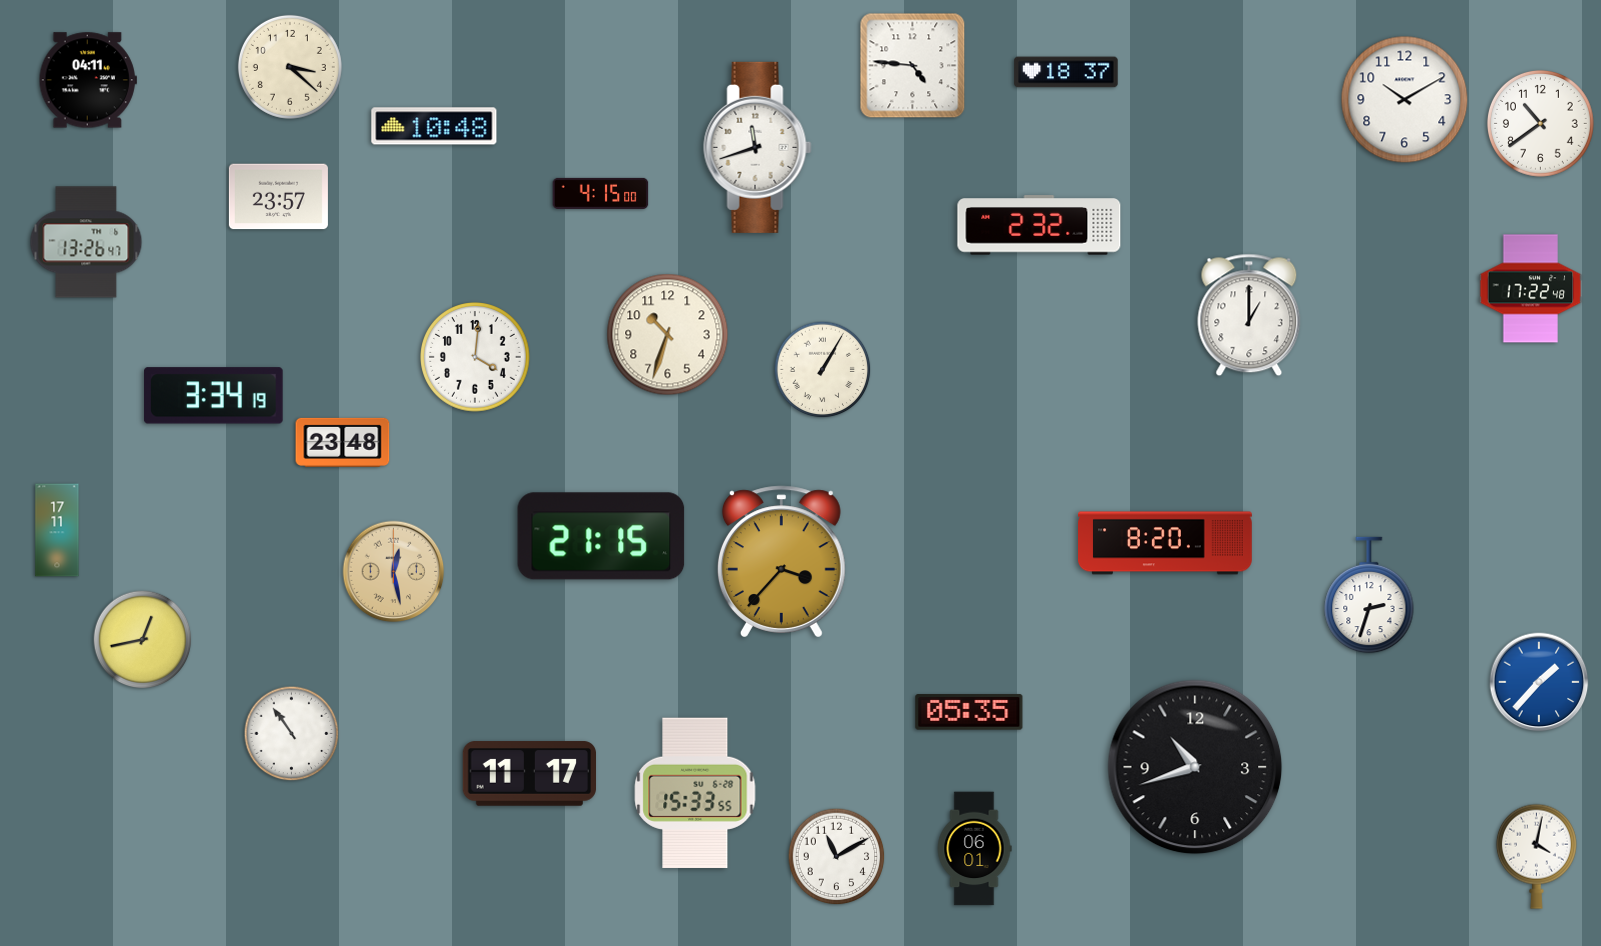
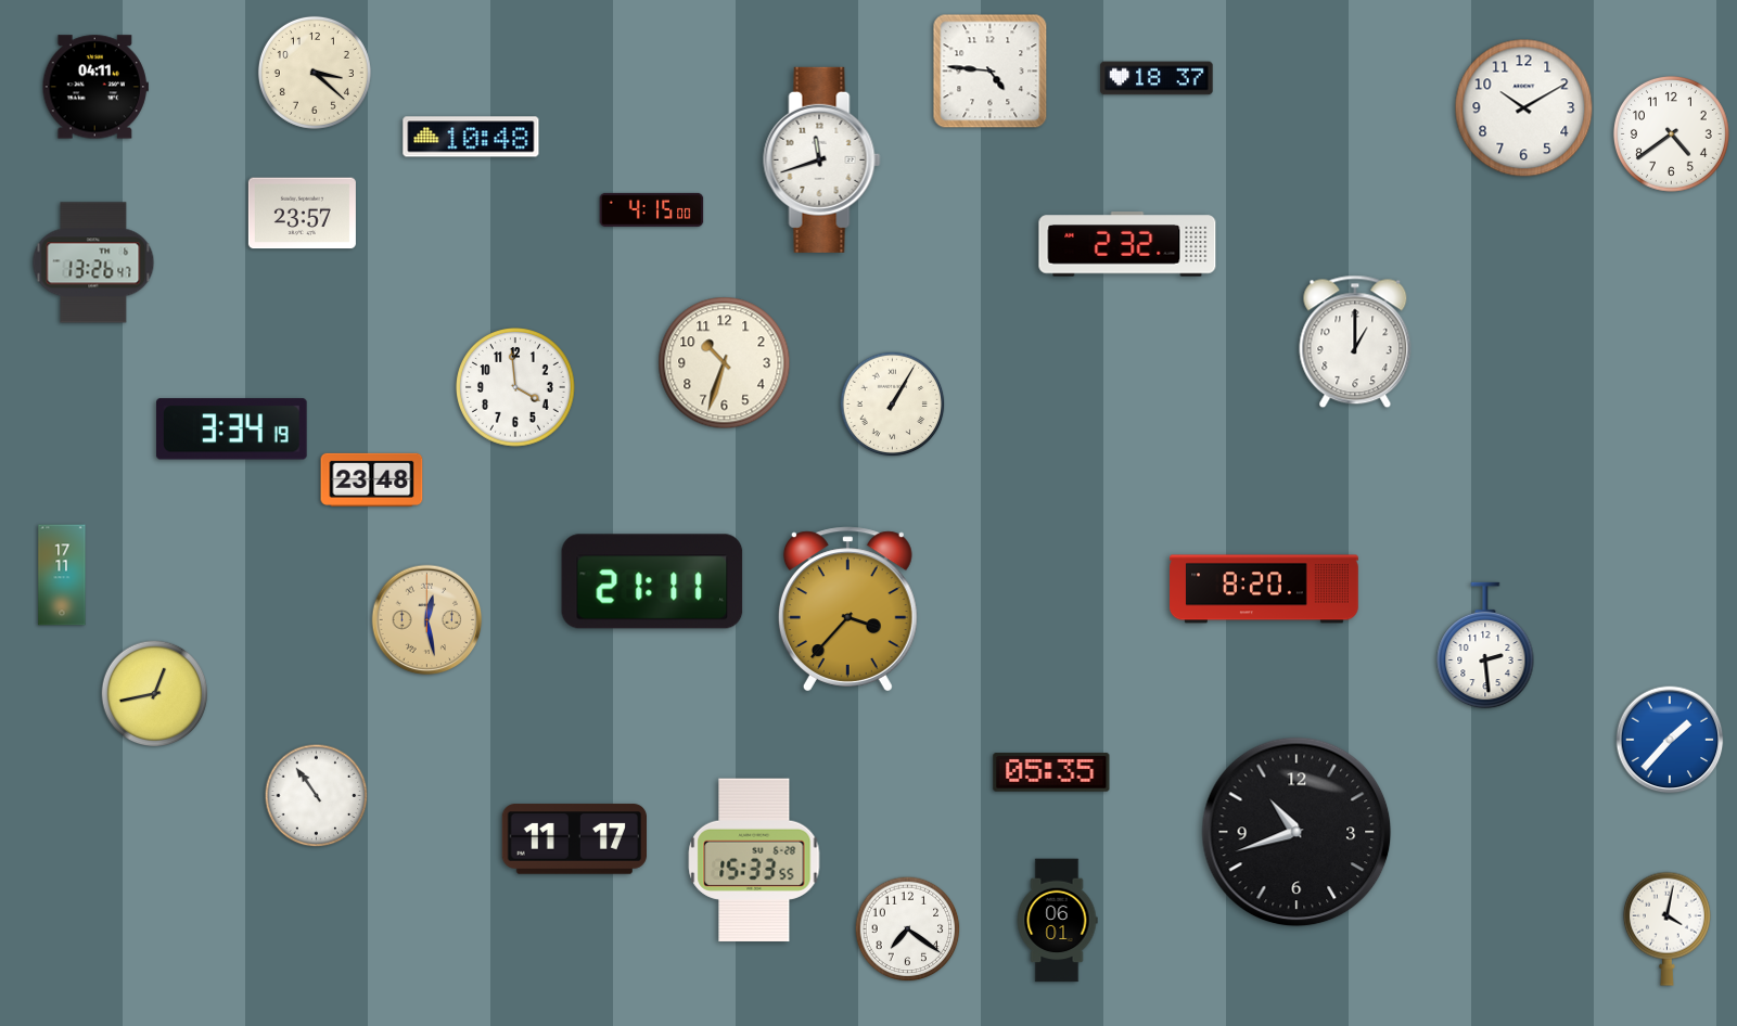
clock at (1540, 123): 10:39 -> 4:39
clock at (1531, 289): 17:22 -> none
clock at (475, 357): 4:01 -> 3:59
clock at (823, 370) position: (823, 370) -> (893, 405)
clock at (601, 536): 21:15 -> 21:11
clock at (1369, 595): 2:33 -> 2:29
clock at (837, 857): 11:10 -> 7:21
